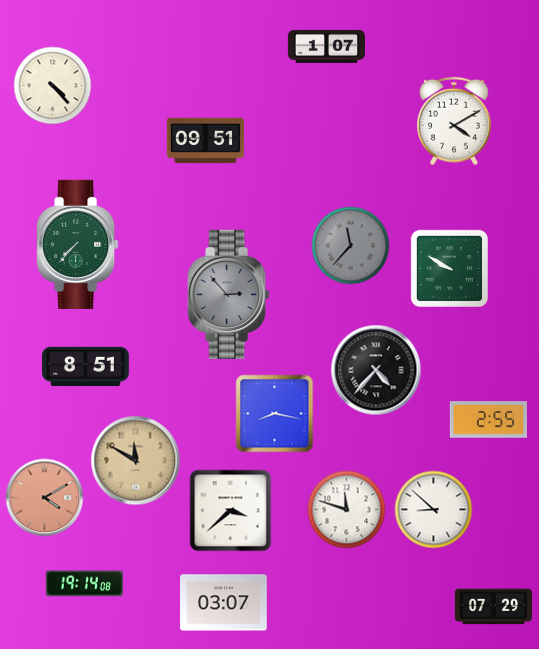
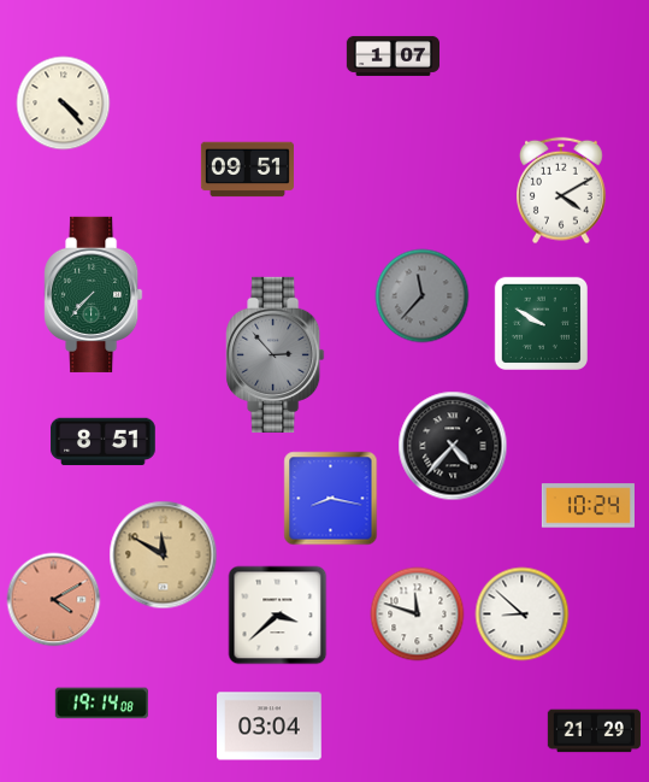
clock at (455, 121) position: (455, 121) -> (562, 190)
clock at (488, 420): 2:55 -> 10:24
clock at (224, 603): 03:07 -> 03:04
clock at (493, 607): 07:29 -> 21:29
